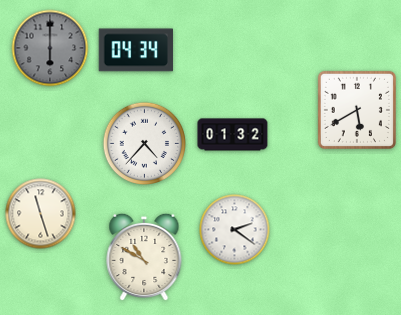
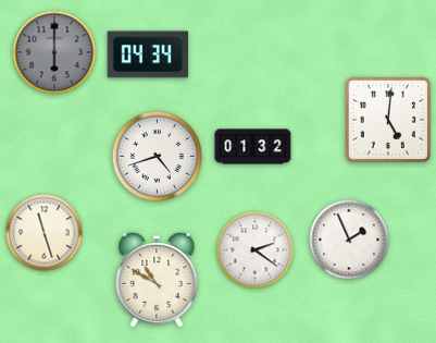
clock at (357, 110): 5:40 -> 5:01
clock at (144, 143): 4:37 -> 4:42
clock at (349, 240): none -> 1:56
